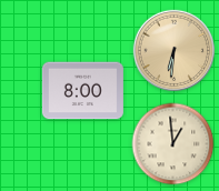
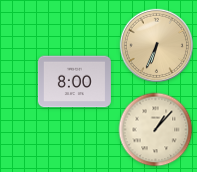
clock at (173, 50): 6:31 -> 6:34
clock at (173, 144): 12:59 -> 1:07
